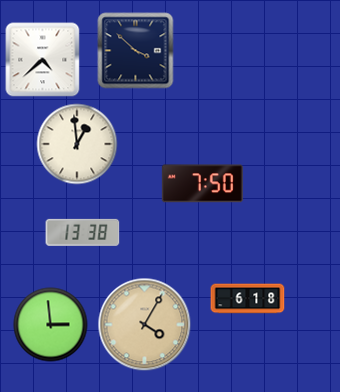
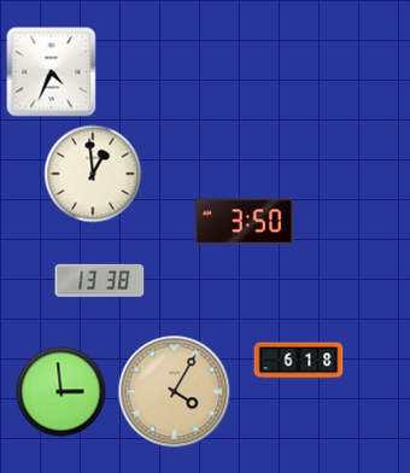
clock at (136, 51): 3:52 -> none
clock at (43, 60): 4:38 -> 4:34
clock at (202, 184): 7:50 -> 3:50
